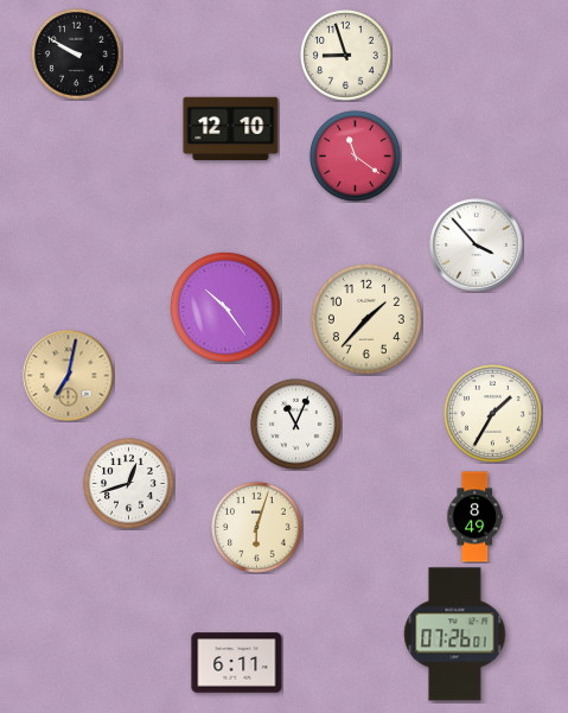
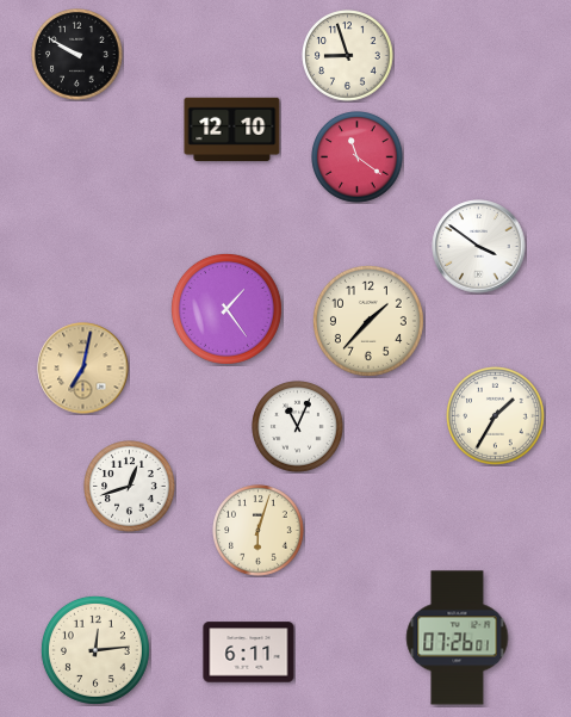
clock at (477, 246): 3:53 -> 3:51
clock at (225, 307): 10:24 -> 1:24
clock at (69, 376) position: (69, 376) -> (83, 369)
clock at (474, 517): 8:49 -> none
clock at (95, 650): none -> 12:14
clock at (237, 663) position: (237, 663) -> (249, 653)
